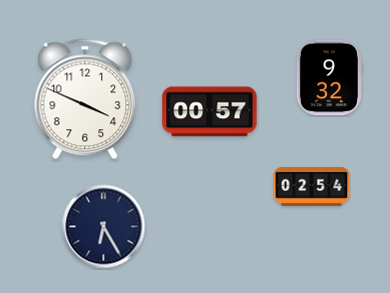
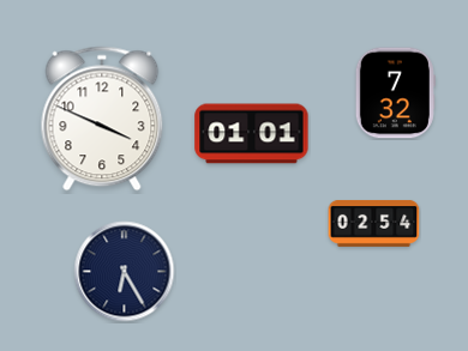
clock at (329, 78): 9:32 -> 7:32
clock at (210, 112): 00:57 -> 01:01
